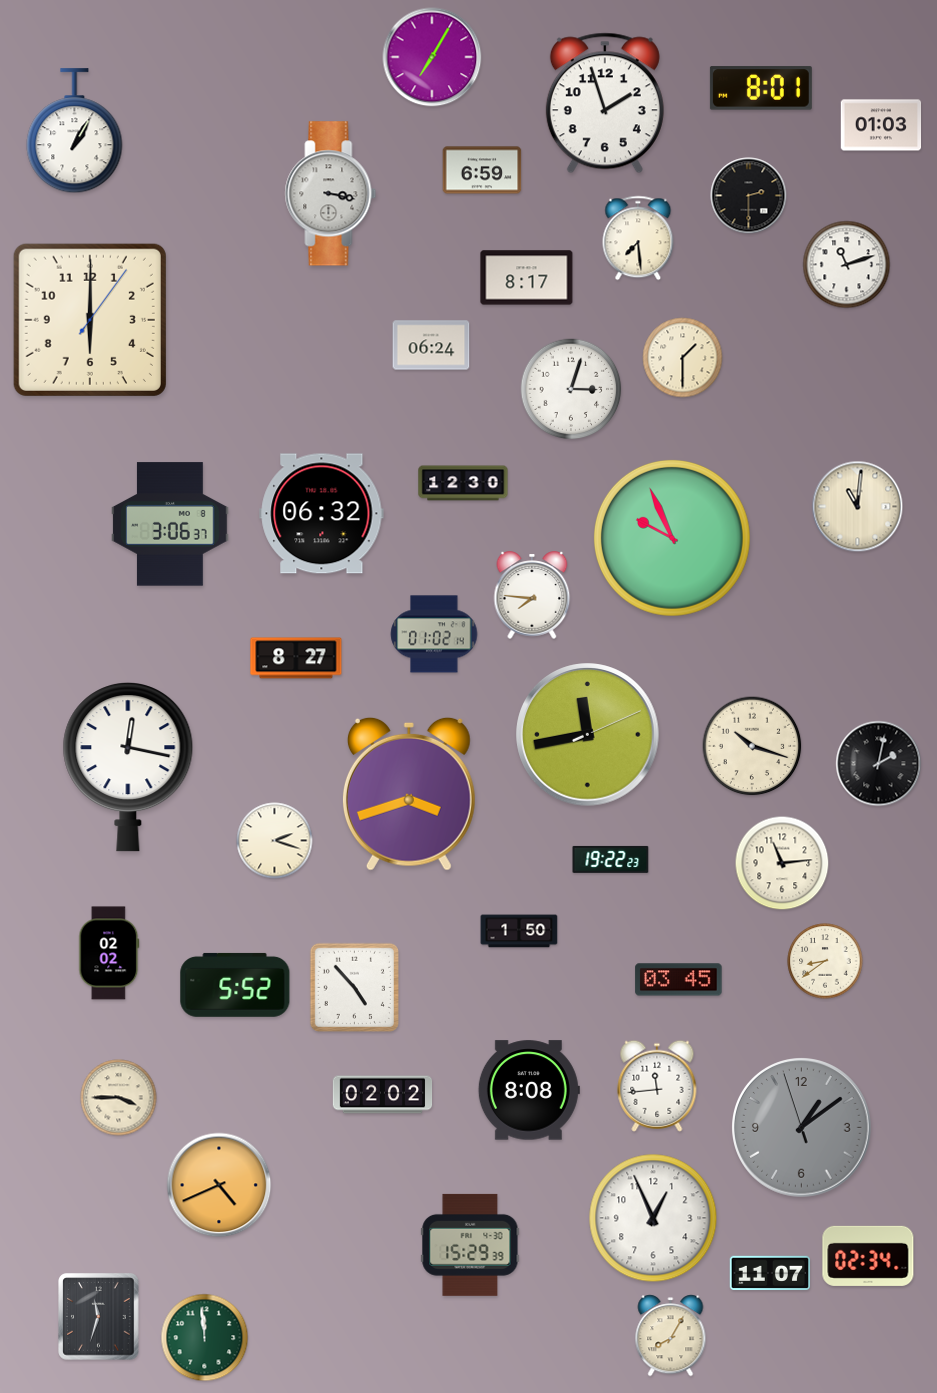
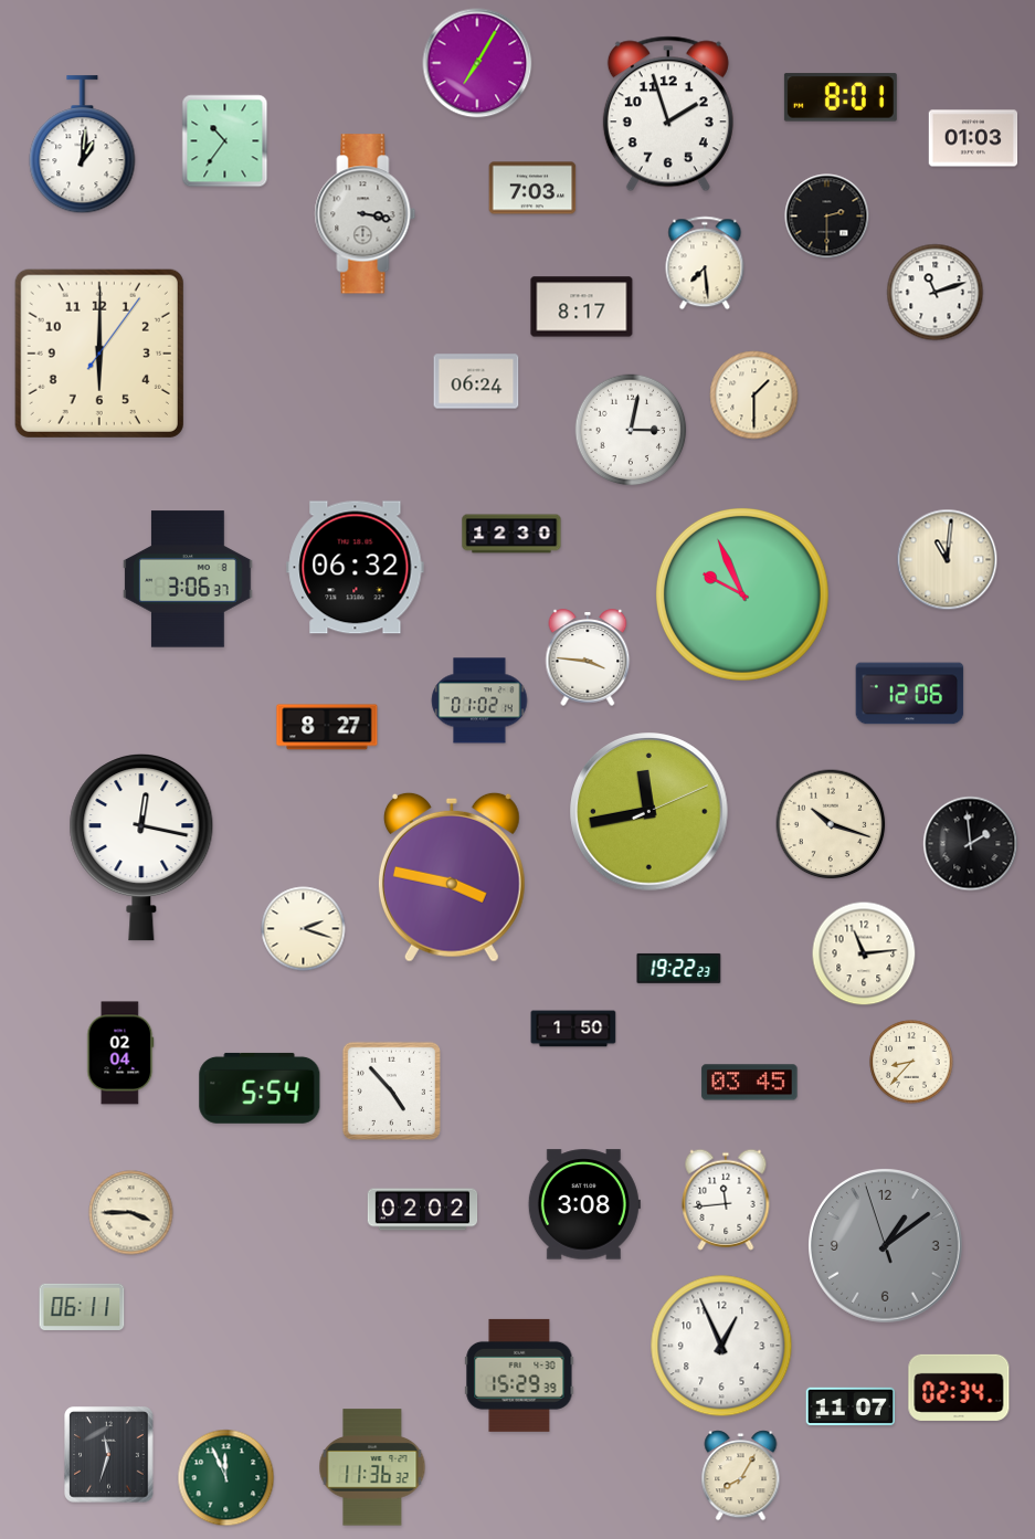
clock at (225, 141): none -> 10:36
clock at (75, 131): 1:05 -> 1:01
clock at (482, 170): 6:59 -> 7:03
clock at (571, 389): 3:03 -> 3:02
clock at (532, 595): 7:46 -> 3:46
clock at (910, 694): none -> 12:06
clock at (879, 764): 2:02 -> 1:59
clock at (409, 794): 3:42 -> 3:47
clock at (611, 859) position: (611, 859) -> (679, 968)
clock at (109, 953): 02:02 -> 02:04
clock at (825, 961): 8:39 -> 8:37
clock at (235, 985): 5:52 -> 5:54
clock at (529, 1090): 8:08 -> 3:08
clock at (82, 1307): none -> 06:11
clock at (219, 1185): 4:41 -> none
clock at (372, 1467): none -> 11:36
clock at (205, 1338): 11:59 -> 11:56
